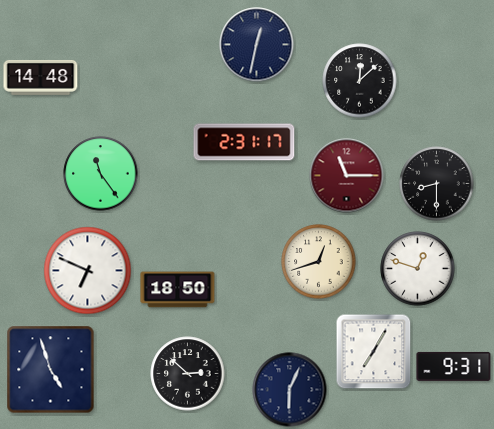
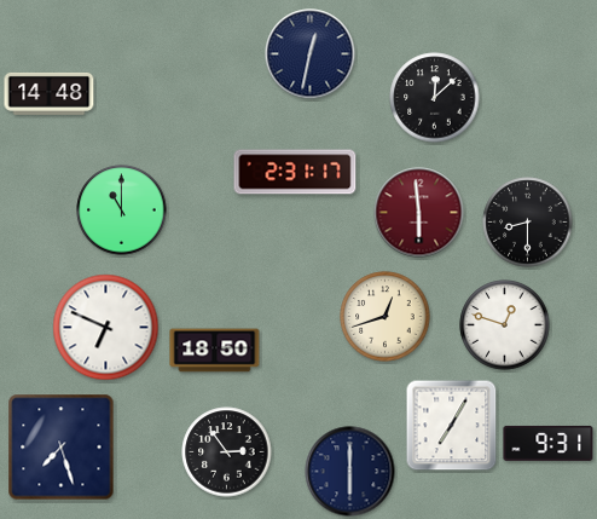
clock at (101, 174): 11:24 -> 11:00
clock at (347, 176): 11:15 -> 5:59
clock at (51, 370): 4:57 -> 7:27
clock at (188, 374): 2:52 -> 2:54
clock at (290, 390): 6:04 -> 6:00
